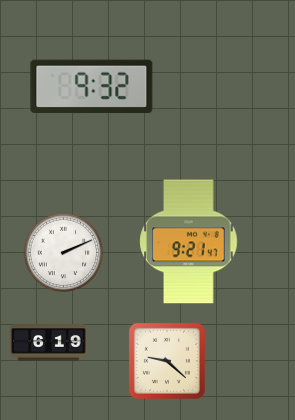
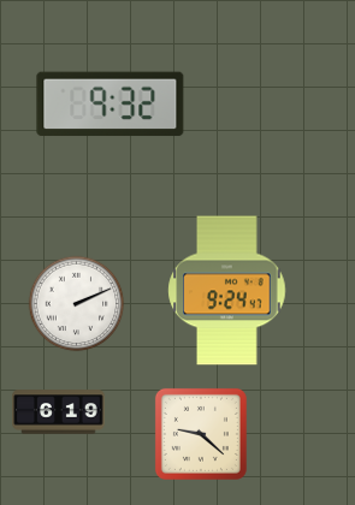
clock at (189, 242): 9:21 -> 9:24
